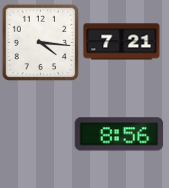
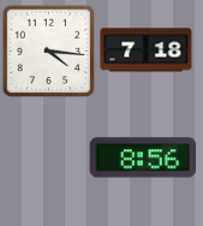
clock at (122, 42): 7:21 -> 7:18
clock at (119, 134) position: (119, 134) -> (143, 157)
